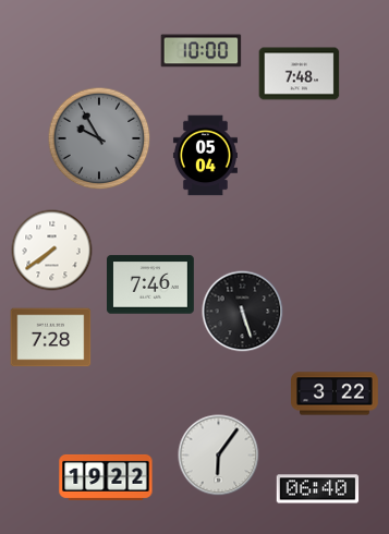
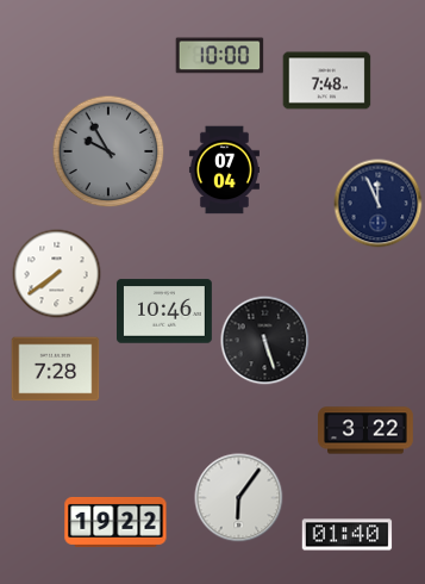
clock at (205, 156): 05:04 -> 07:04
clock at (379, 204): none -> 11:56
clock at (151, 284): 7:46 -> 10:46
clock at (318, 489): 06:40 -> 01:40
